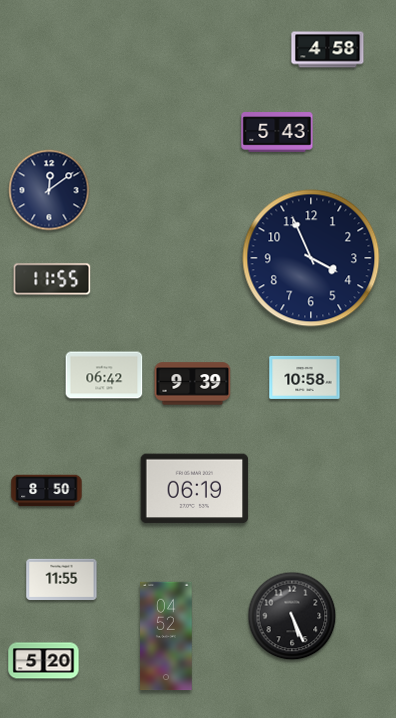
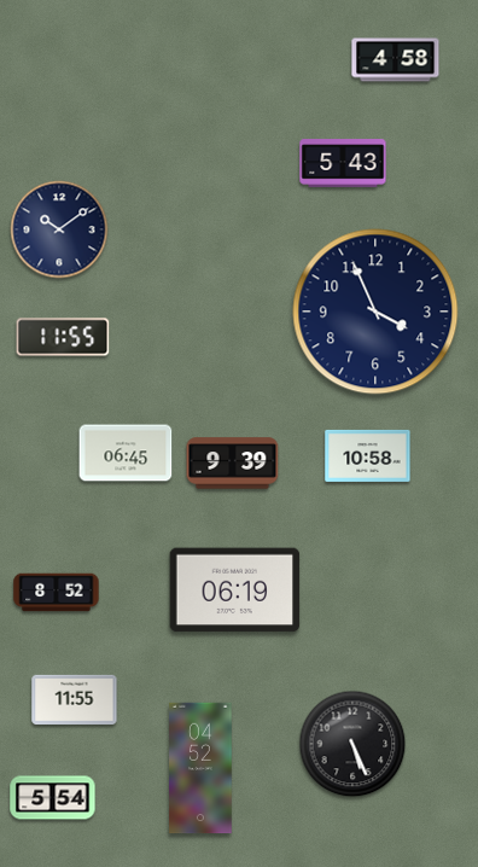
clock at (277, 132) position: (277, 132) -> (343, 163)
clock at (49, 190): 12:09 -> 10:09
clock at (104, 375): 06:42 -> 06:45
clock at (47, 491): 8:50 -> 8:52
clock at (44, 661): 5:20 -> 5:54
